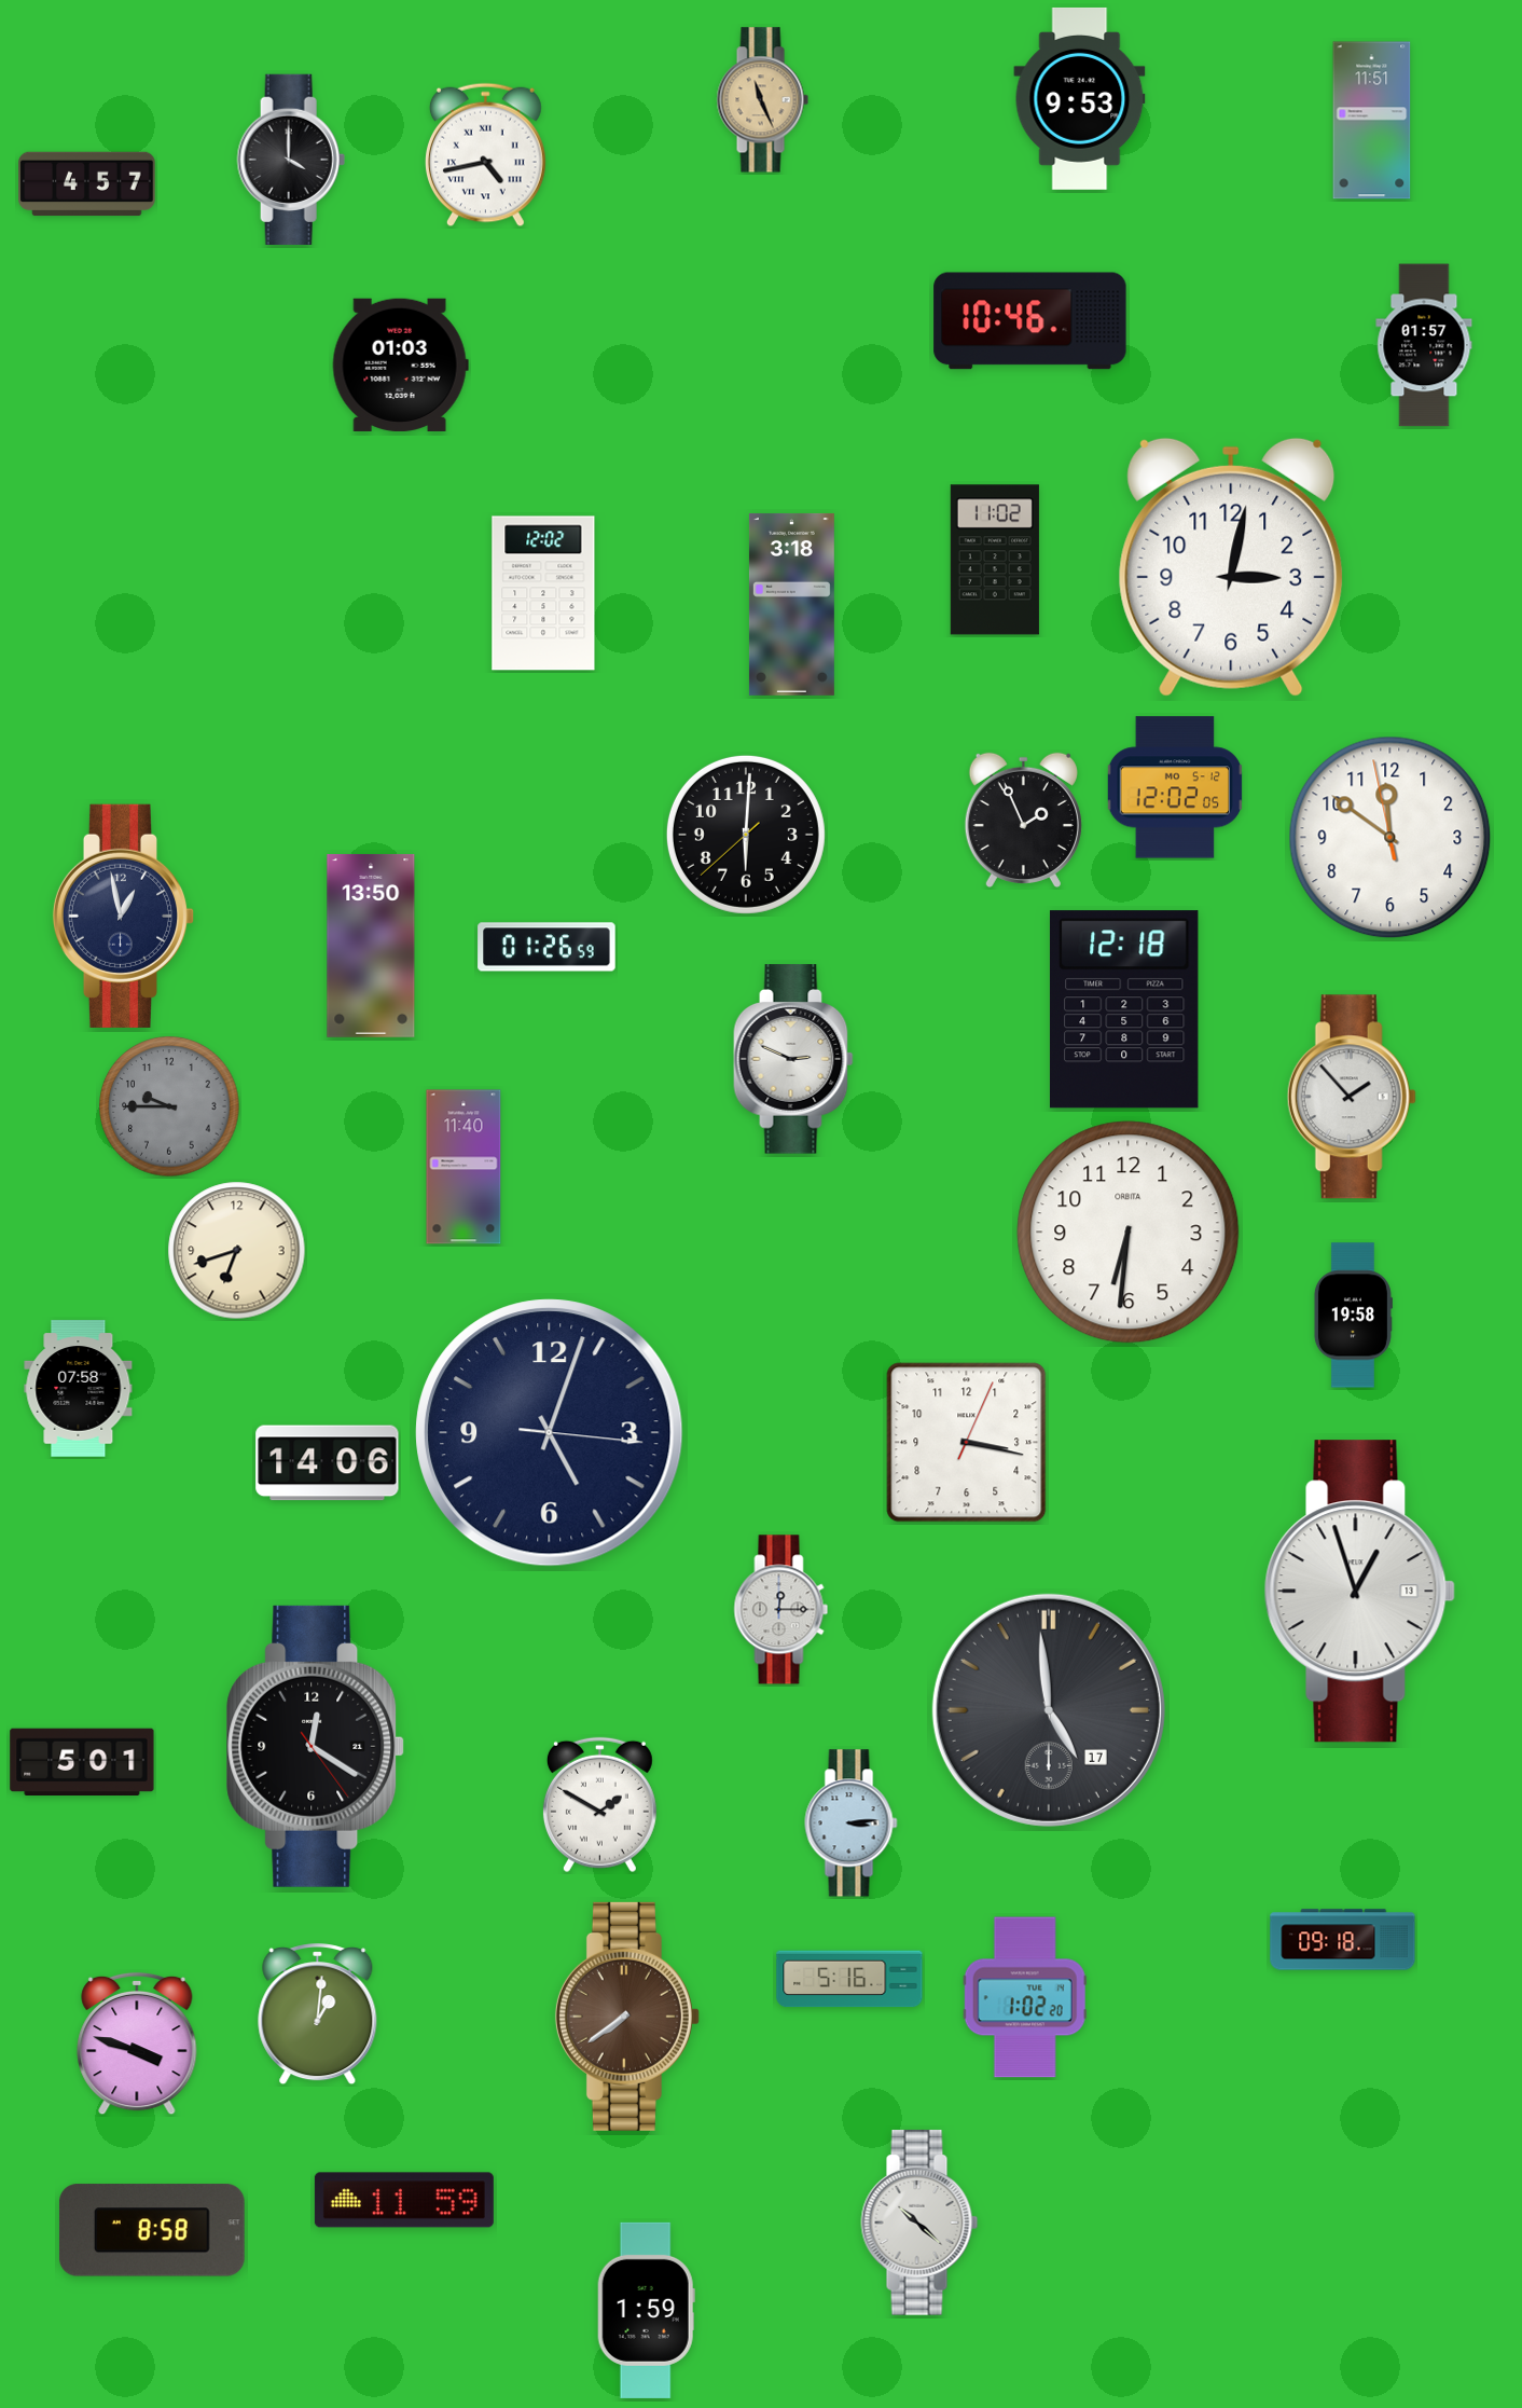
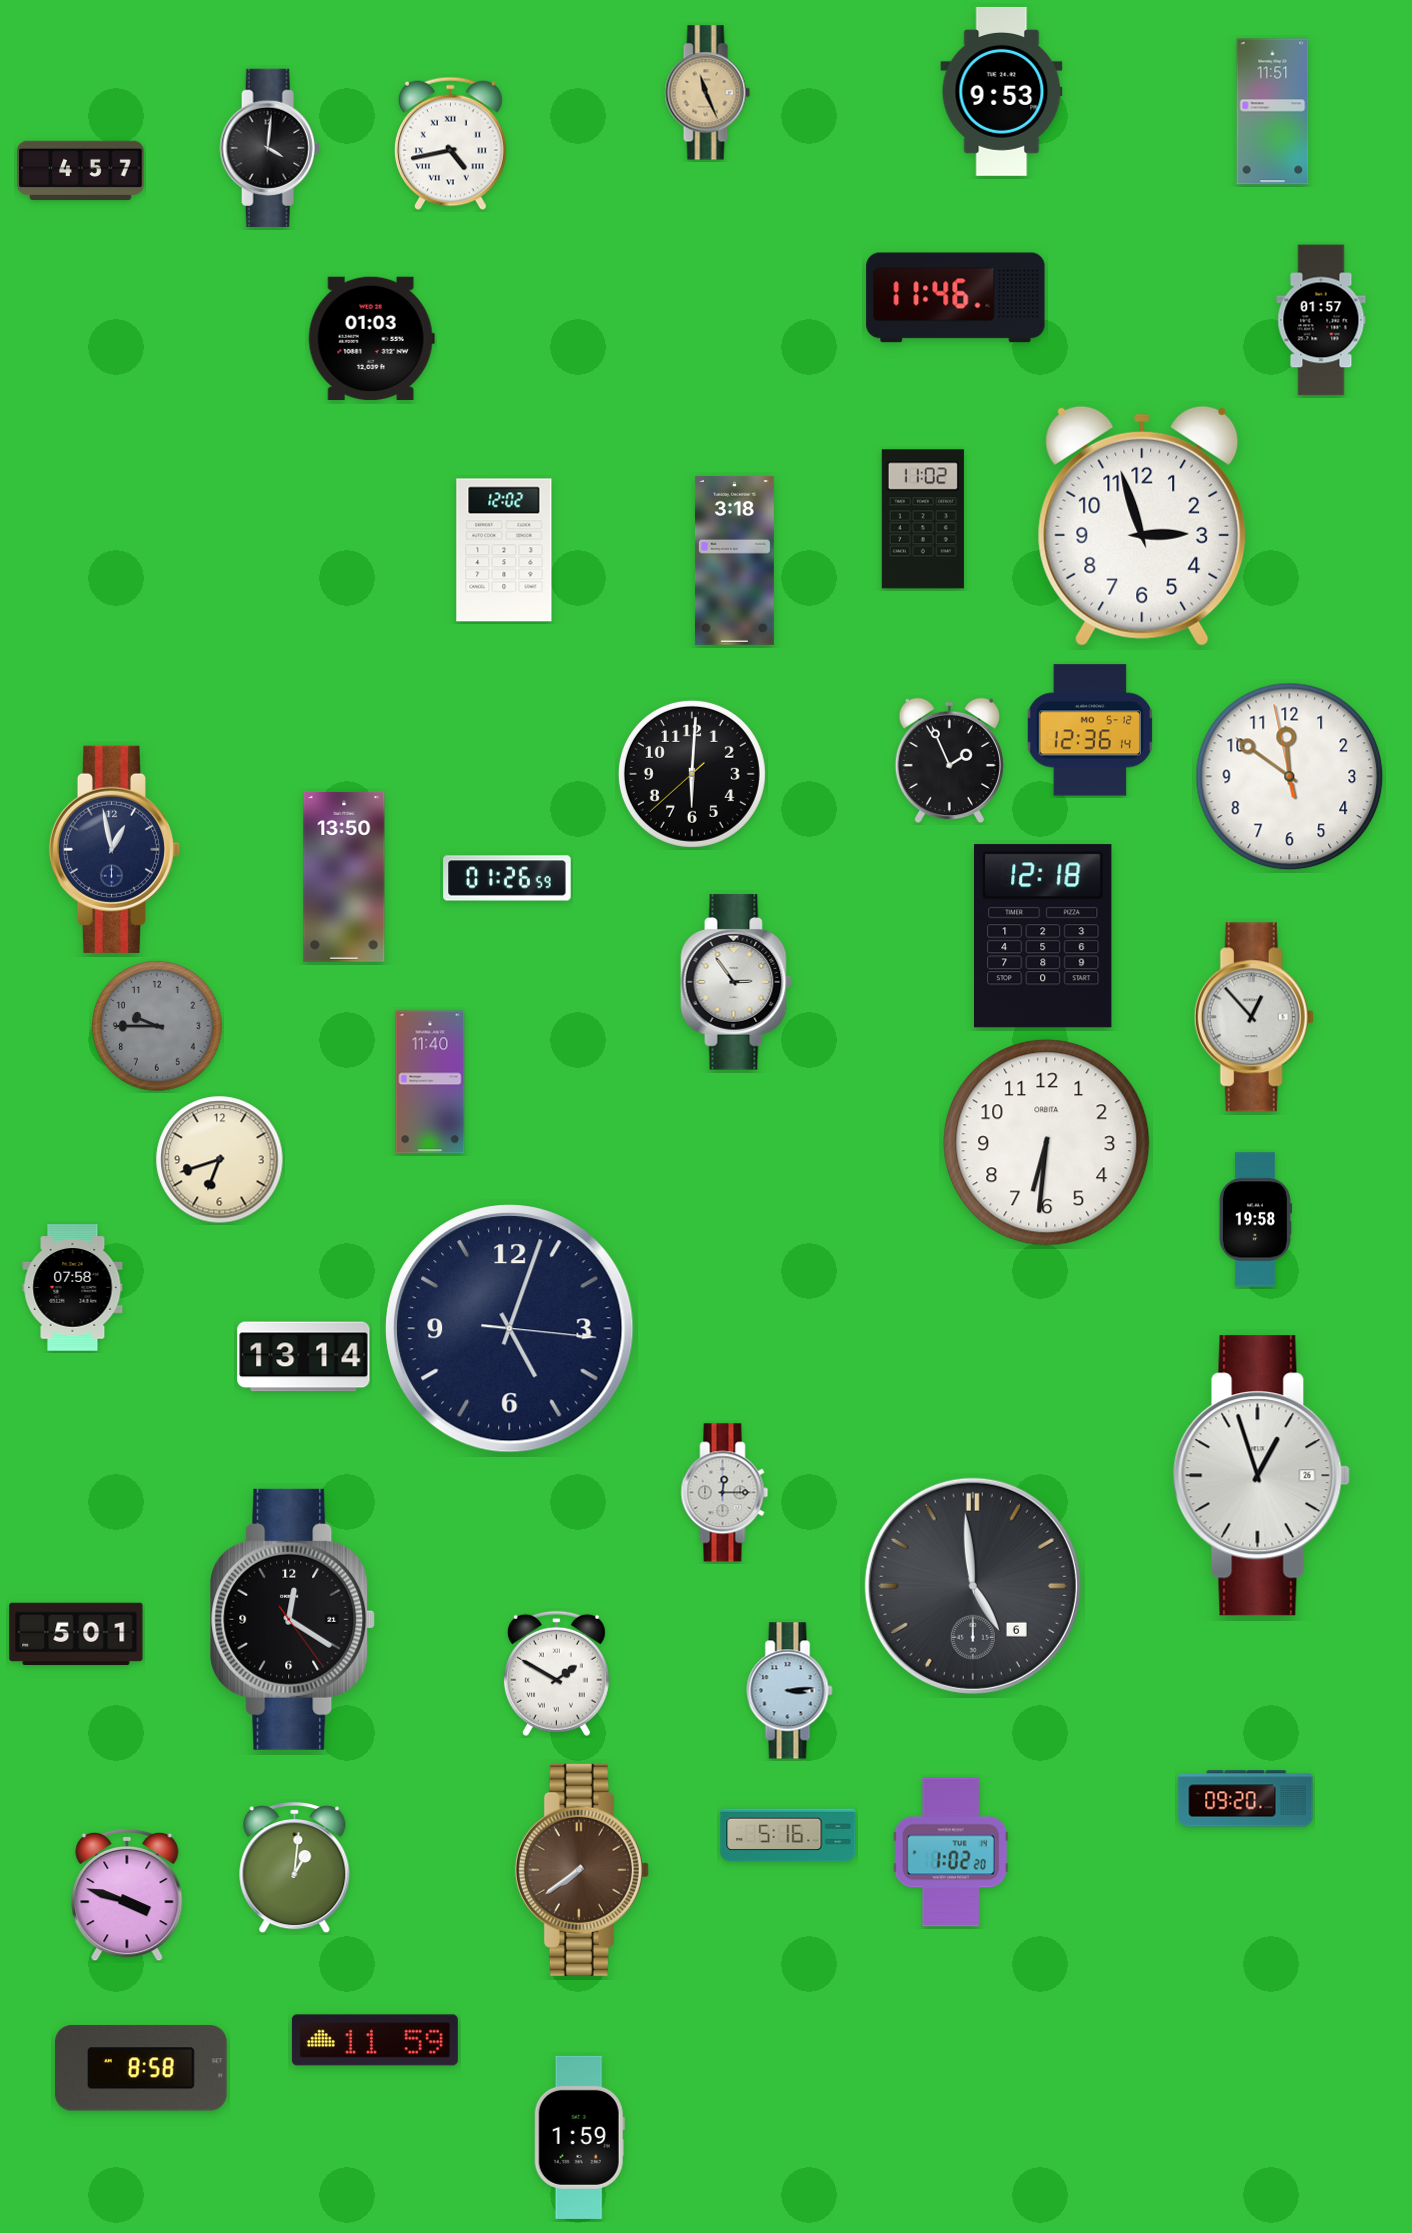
clock at (291, 160): 4:00 -> 4:01
clock at (1030, 321): 10:46 -> 11:46
clock at (1231, 567): 3:02 -> 2:57
clock at (1174, 787): 12:02 -> 12:36
clock at (793, 1059): 2:49 -> 2:54
clock at (1352, 1097): 1:53 -> 12:53
clock at (967, 1443): 3:17 -> none
clock at (328, 1463): 14:06 -> 13:14
clock at (1359, 1592) date: 13 -> 26
clock at (1049, 1710) date: 17 -> 6
clock at (1343, 1940): 09:18 -> 09:20
clock at (919, 2223): 10:22 -> none
clock at (646, 2310) position: (646, 2310) -> (579, 2137)
